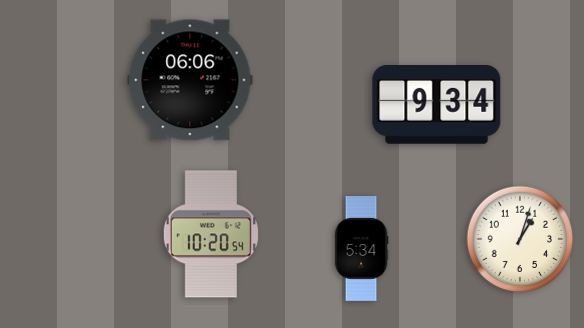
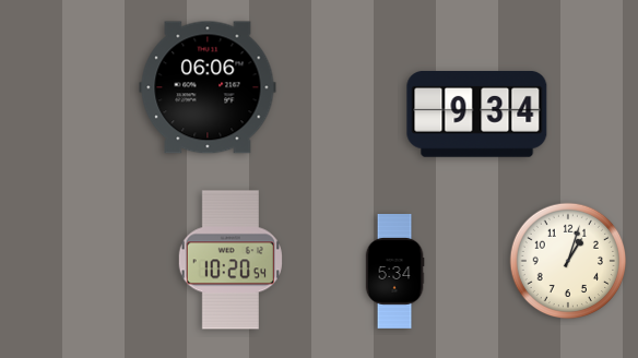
clock at (211, 234) position: (211, 234) -> (231, 260)
